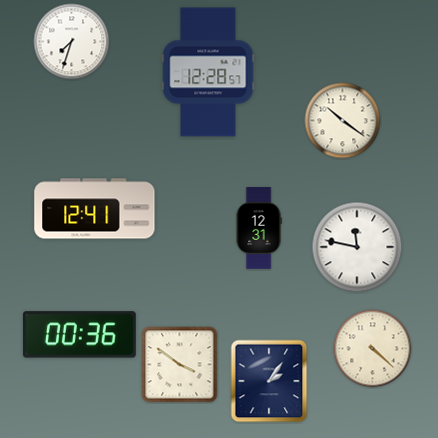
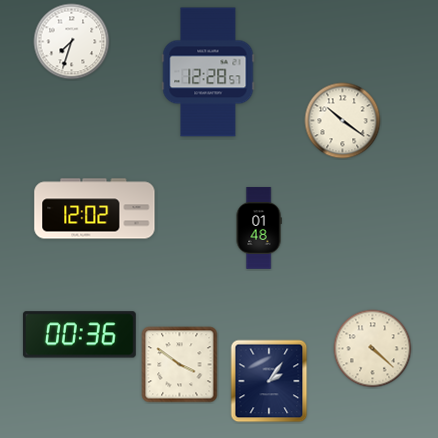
clock at (95, 209): 12:41 -> 12:02
clock at (259, 228): 12:31 -> 01:48
clock at (357, 247): 11:47 -> none
